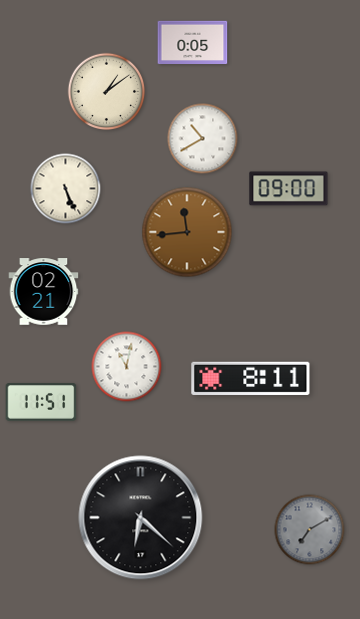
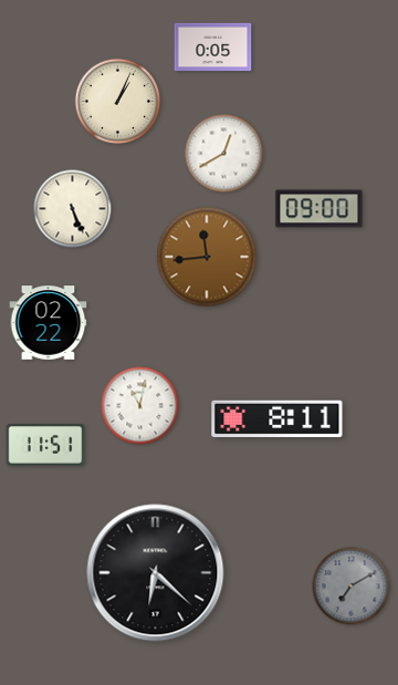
clock at (107, 92): 1:09 -> 1:04
clock at (203, 139): 10:40 -> 12:40
clock at (44, 292): 02:21 -> 02:22
clock at (310, 530) position: (310, 530) -> (352, 587)
